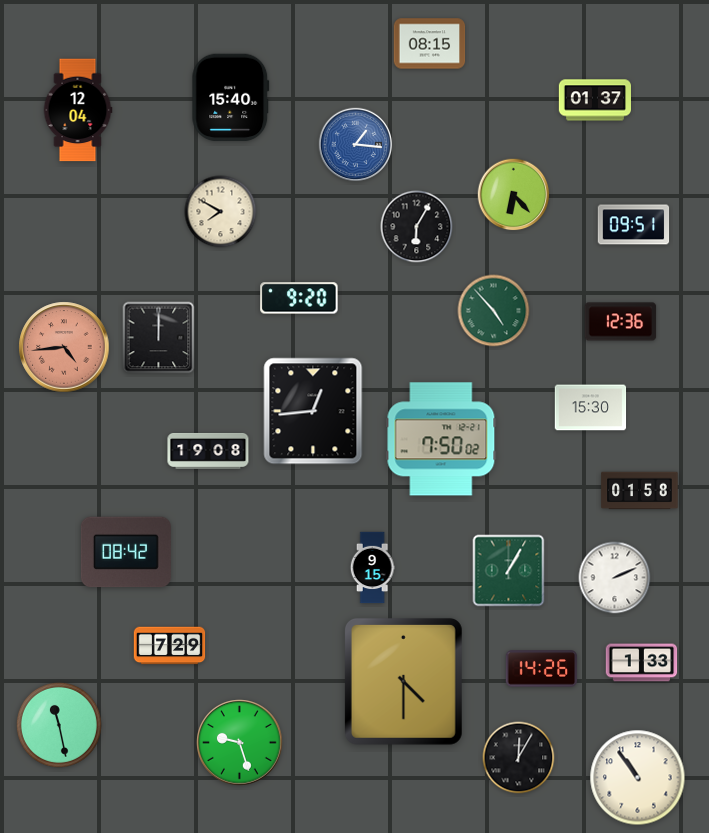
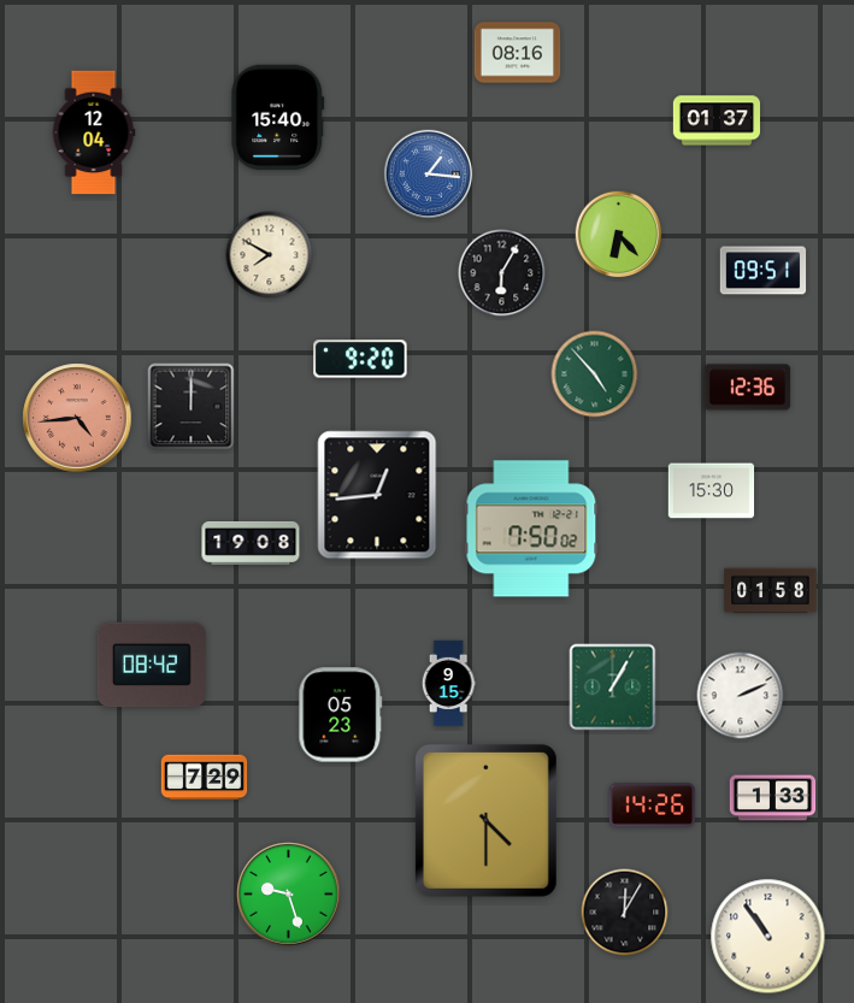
clock at (430, 44): 08:15 -> 08:16
clock at (221, 212) position: (221, 212) -> (270, 255)
clock at (341, 715): none -> 05:23
clock at (59, 725): 11:28 -> none
